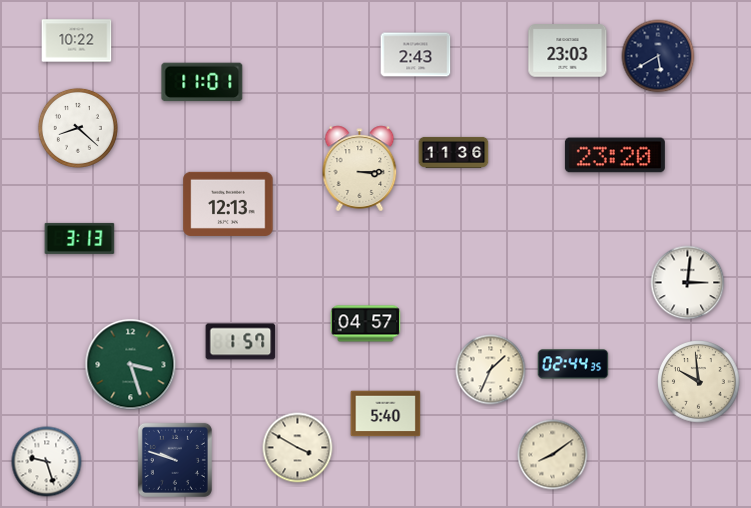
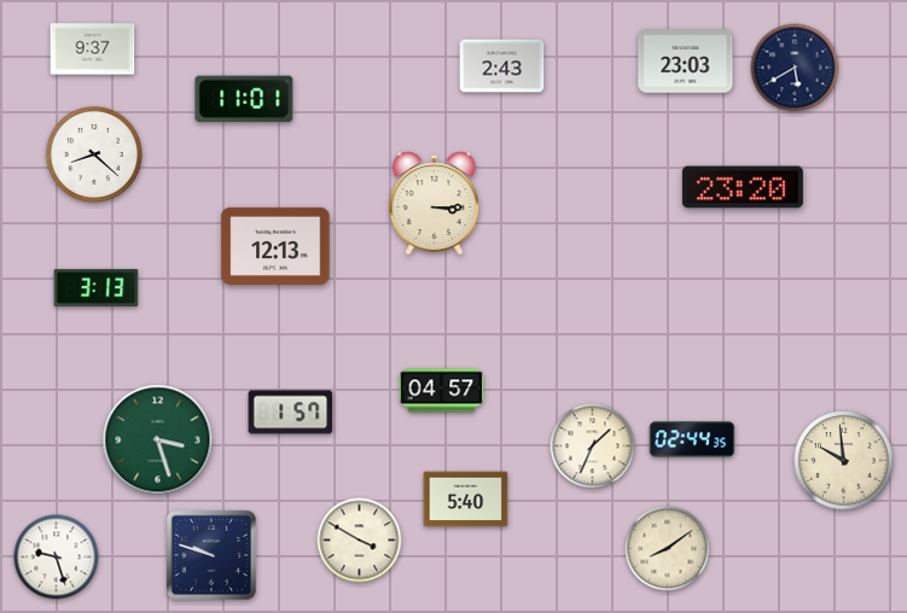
clock at (77, 41): 10:22 -> 9:37
clock at (454, 152): 11:36 -> none
clock at (688, 283): 3:01 -> none
